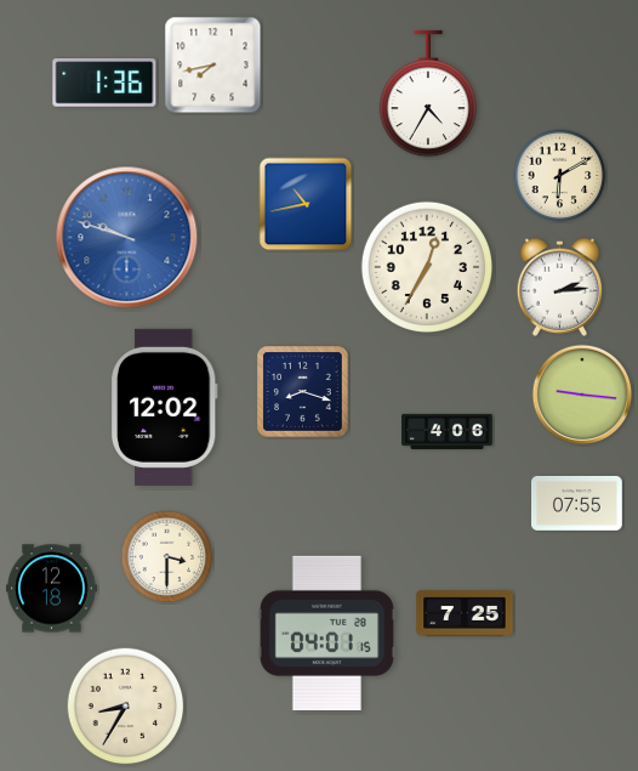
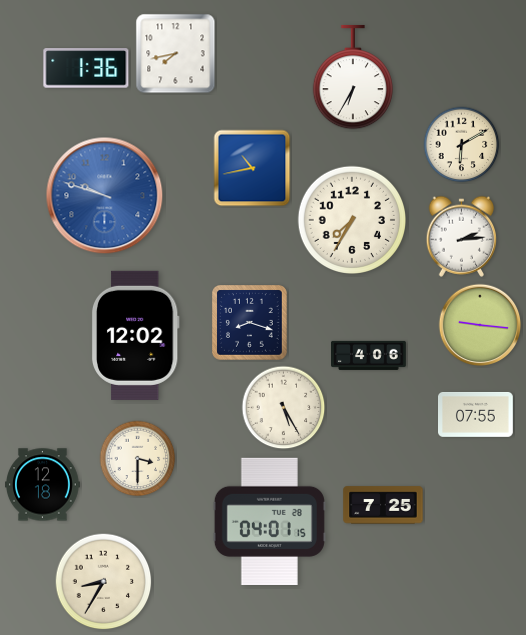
clock at (427, 93): 4:35 -> 6:35
clock at (426, 266): 12:35 -> 7:35
clock at (284, 408): none -> 5:25
